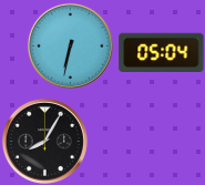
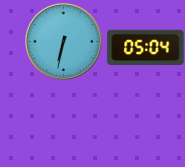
clock at (44, 141): 8:05 -> none
